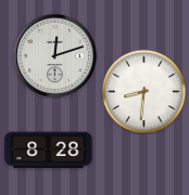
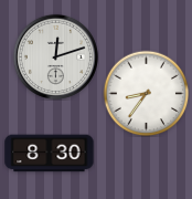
clock at (143, 91): 8:31 -> 8:36
clock at (49, 151): 8:28 -> 8:30
